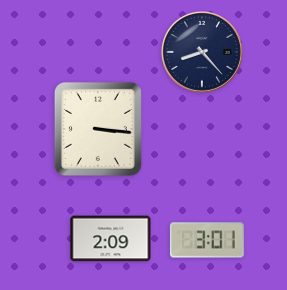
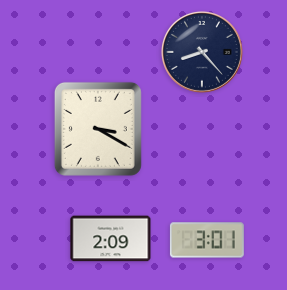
clock at (98, 129): 3:16 -> 3:20
